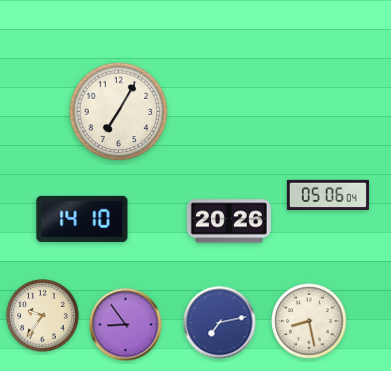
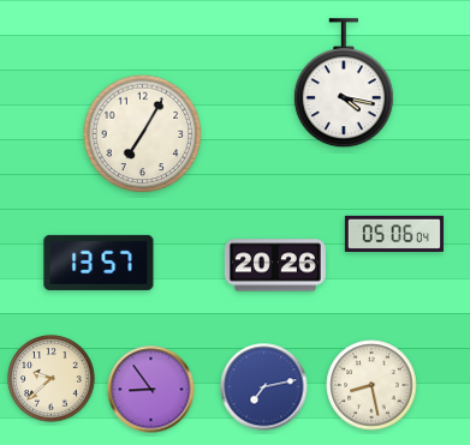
clock at (344, 84): none -> 4:17
clock at (82, 219): 14:10 -> 13:57
clock at (43, 316): 9:36 -> 9:38
